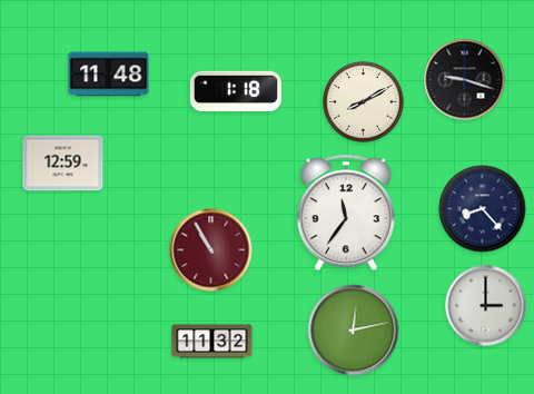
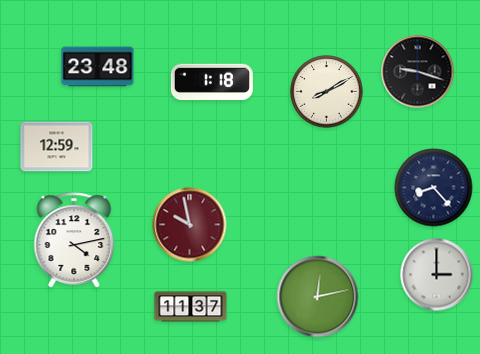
clock at (109, 75): 11:48 -> 23:48
clock at (346, 213): 11:36 -> none
clock at (211, 250): 10:55 -> 9:58
clock at (74, 240): none -> 4:13
clock at (212, 342): 11:32 -> 11:37
